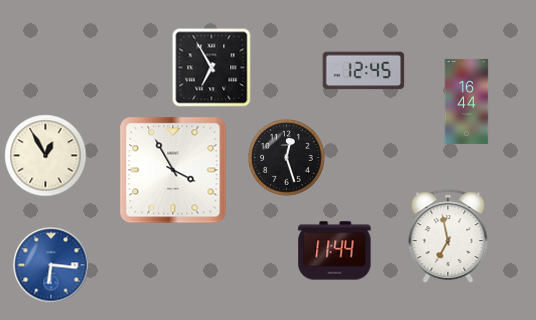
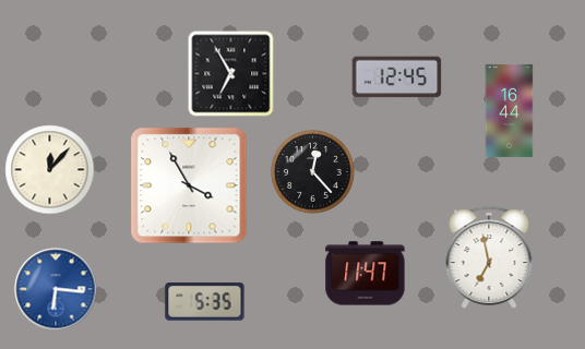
clock at (46, 156): 12:55 -> 12:07
clock at (287, 158): 12:27 -> 12:23
clock at (335, 251): 11:44 -> 11:47
clock at (205, 302): none -> 5:35
